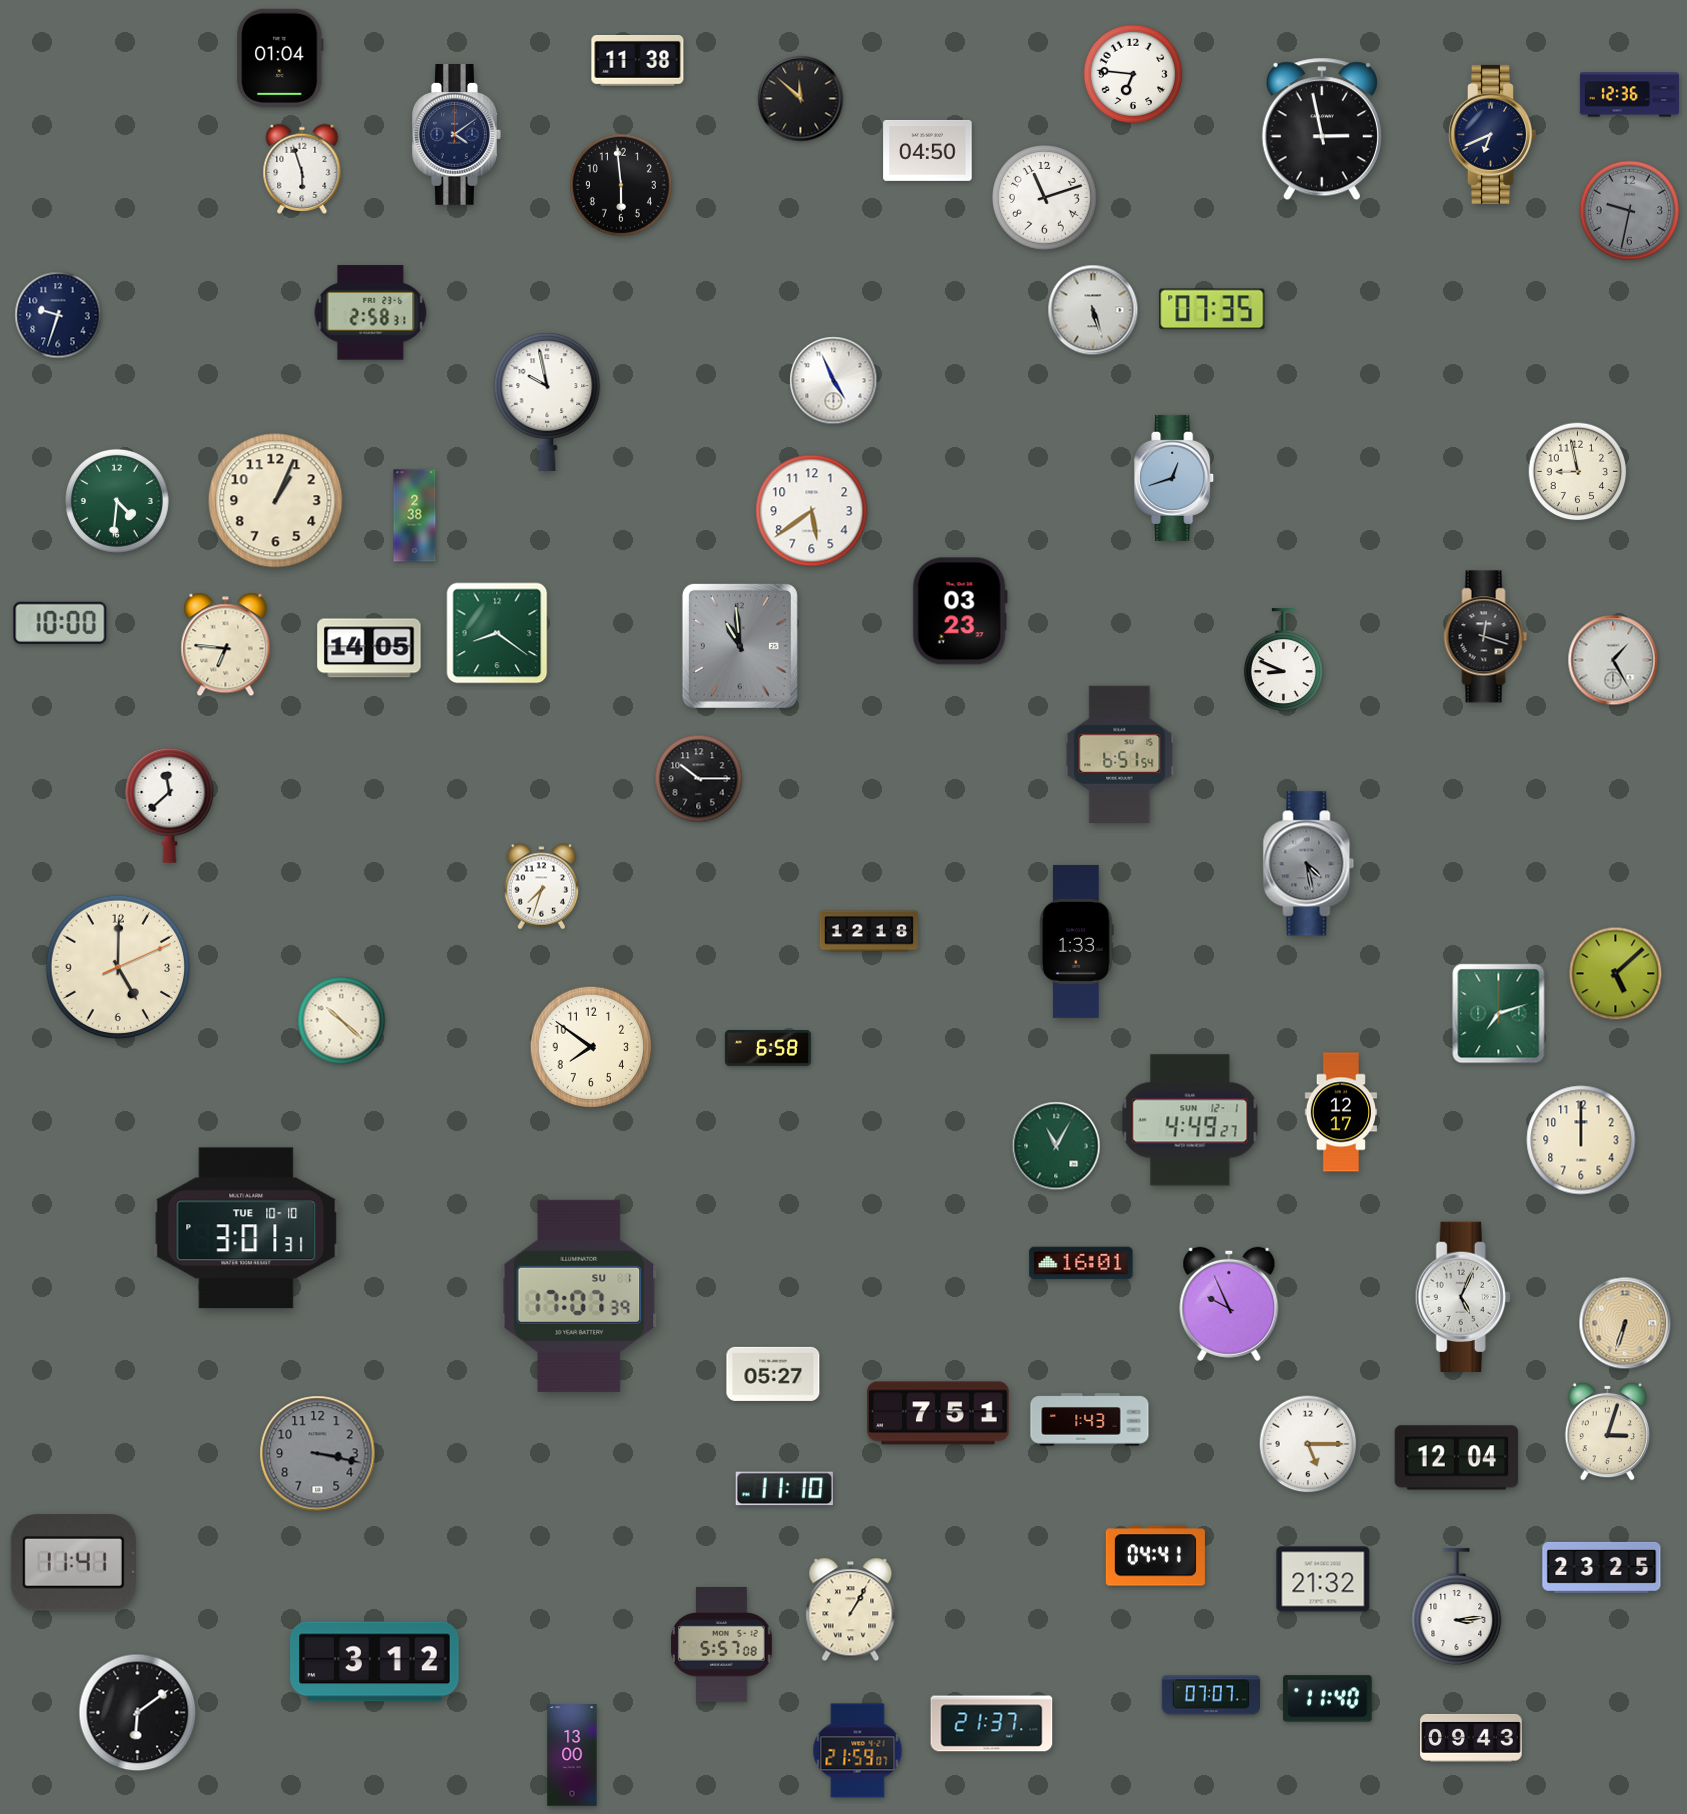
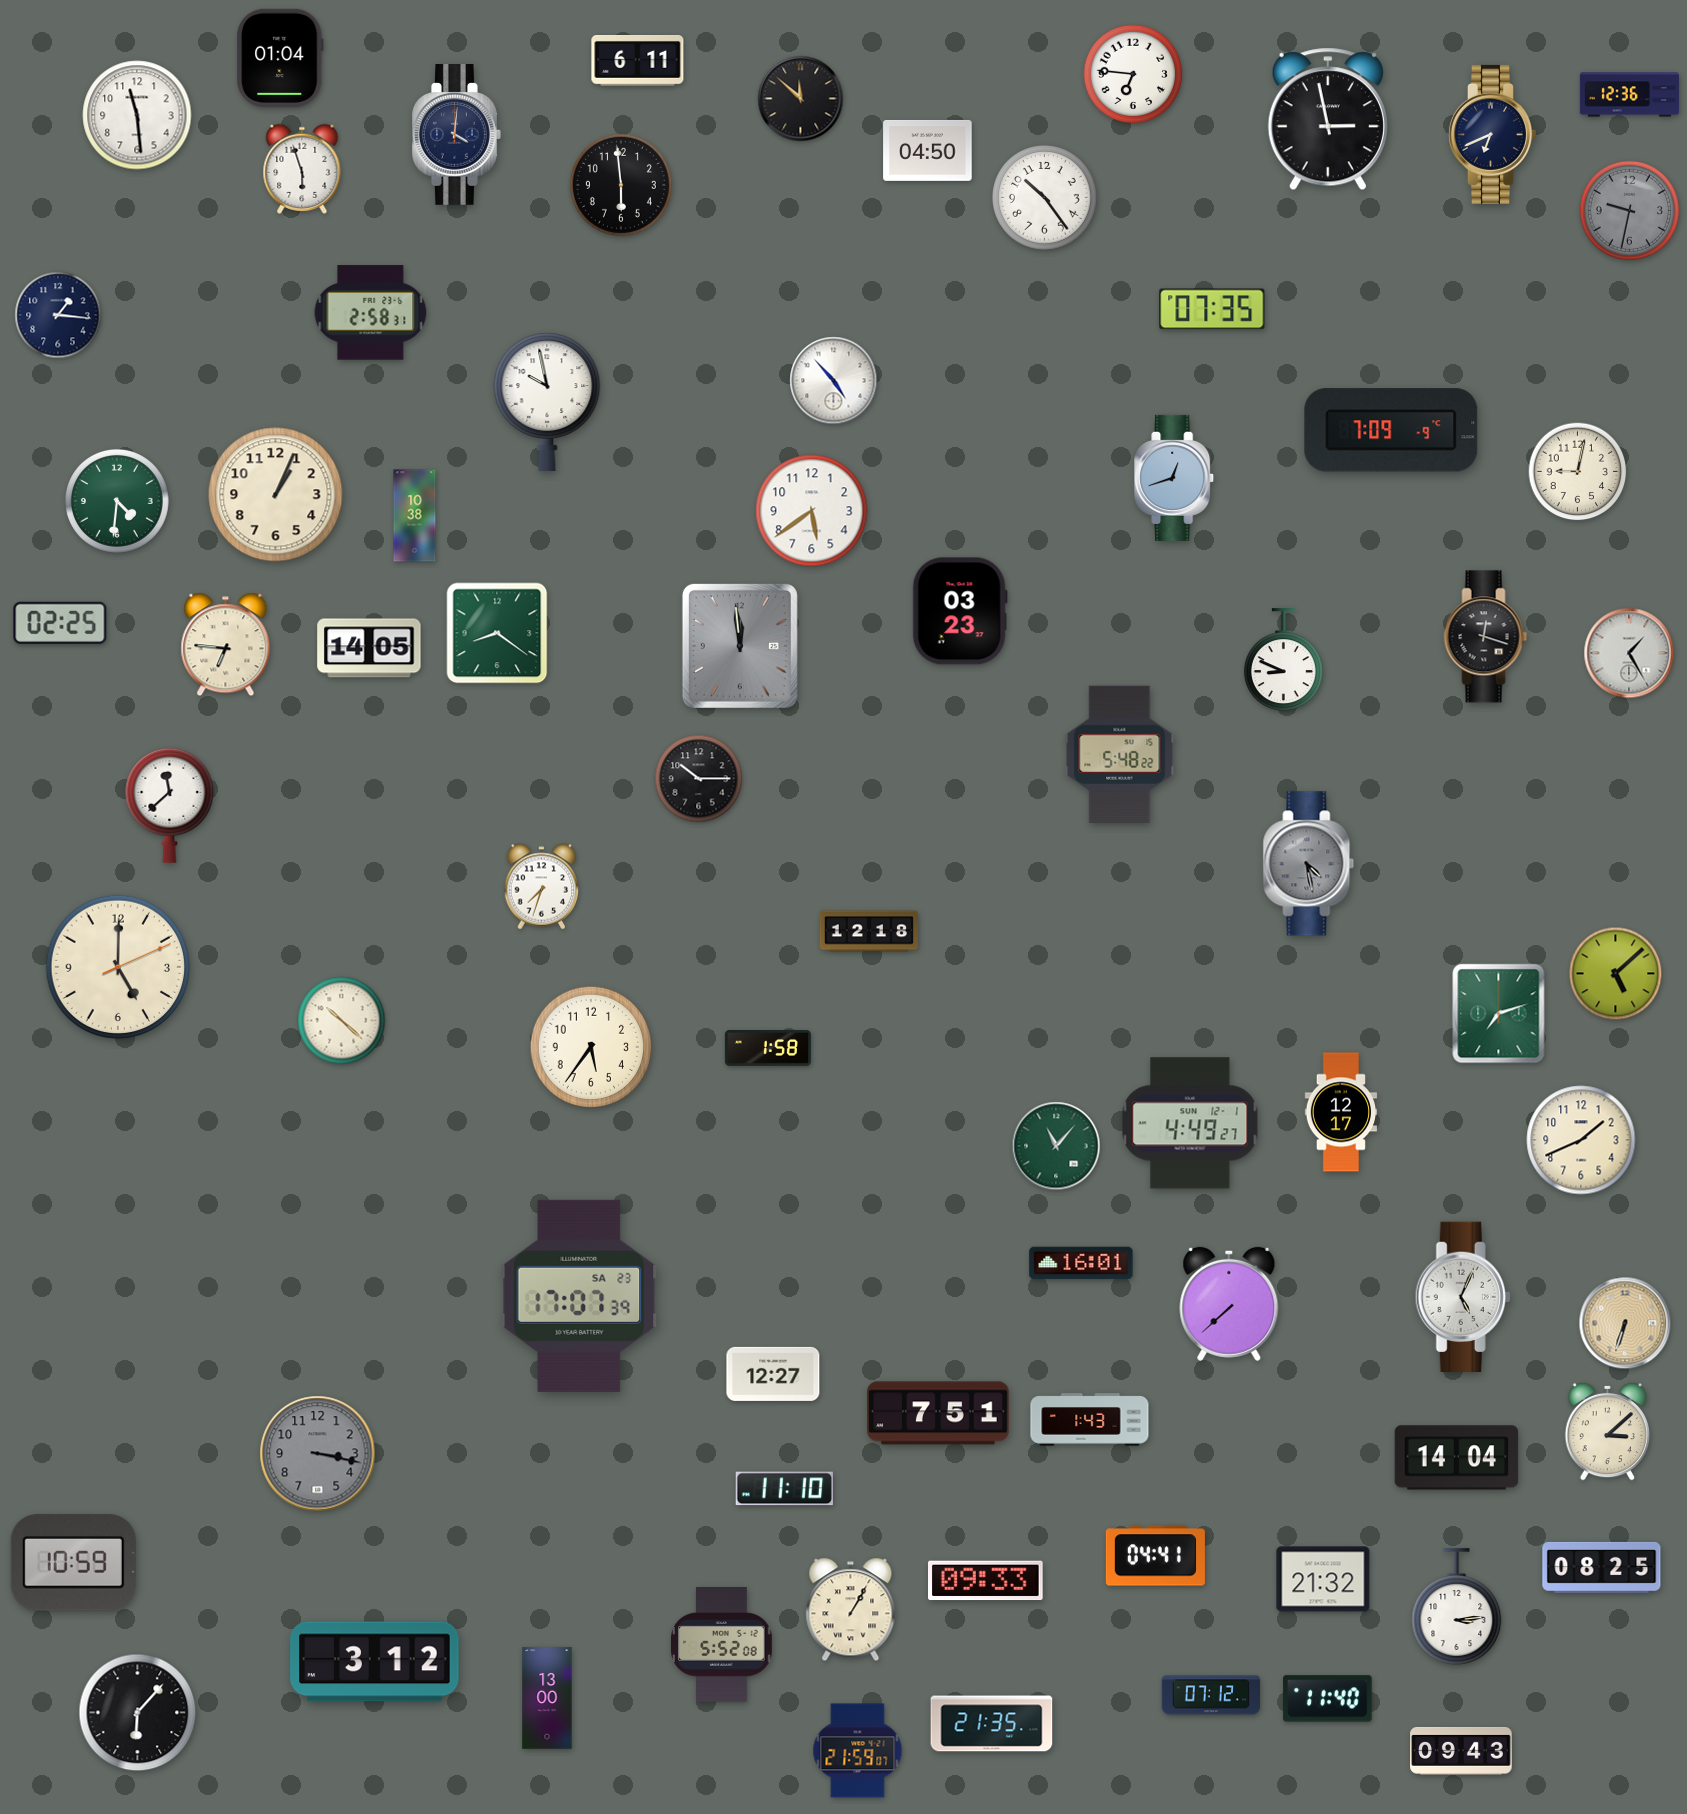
clock at (638, 61): 11:38 -> 6:11
clock at (137, 115): none -> 11:29
clock at (1322, 129) position: (1322, 129) -> (1328, 119)
clock at (457, 135): 4:09 -> 4:01
clock at (1045, 198): 11:12 -> 10:24
clock at (1093, 310): 5:27 -> none
clock at (58, 315): 9:33 -> 1:16
clock at (834, 381): 4:56 -> 4:53
clock at (1391, 430): none -> 7:09
clock at (1578, 472): 8:58 -> 9:02
clock at (276, 501) position: (276, 501) -> (276, 495)
clock at (415, 516): 2:38 -> 10:38
clock at (60, 623): 10:00 -> 02:25
clock at (740, 646): 10:59 -> 11:59
clock at (1613, 660) position: (1613, 660) -> (1629, 653)
clock at (1120, 754): 6:51 -> 5:48
clock at (1076, 941): 1:33 -> none
clock at (590, 1046): 7:51 -> 5:36
clock at (768, 1049): 6:58 -> 1:58
clock at (1190, 1120) position: (1190, 1120) -> (1190, 1123)
clock at (1581, 1140): 12:00 -> 1:41
clock at (1056, 1146): 11:05 -> 11:07
clock at (246, 1228): 3:01 -> none
clock at (579, 1296) date: SU 1 -> SA 23
clock at (1229, 1304): 9:56 -> 7:38
clock at (773, 1374): 05:27 -> 12:27
clock at (1608, 1431): 3:03 -> 3:08
clock at (1308, 1444): 5:15 -> none
clock at (1457, 1458): 12:04 -> 14:04
clock at (73, 1563): 11:41 -> 10:59
clock at (1602, 1567): 23:25 -> 08:25
clock at (986, 1581): none -> 09:33
clock at (722, 1645): 5:57 -> 5:52
clock at (1210, 1695): 07:07 -> 07:12
clock at (138, 1713): 6:09 -> 6:07
clock at (992, 1724): 21:37 -> 21:35
clock at (1471, 1738) position: (1471, 1738) -> (1461, 1751)
clock at (572, 1755) position: (572, 1755) -> (547, 1698)
